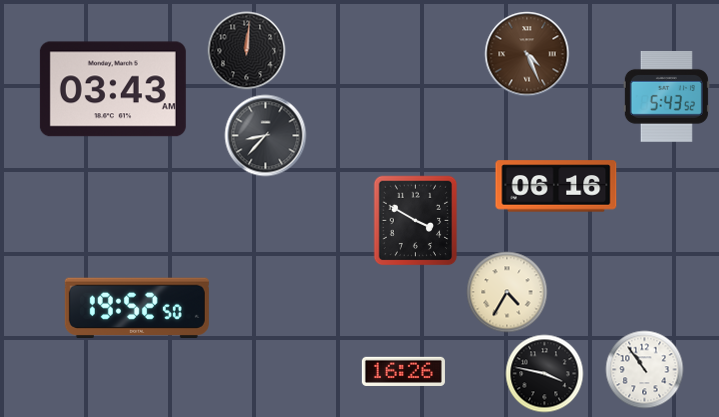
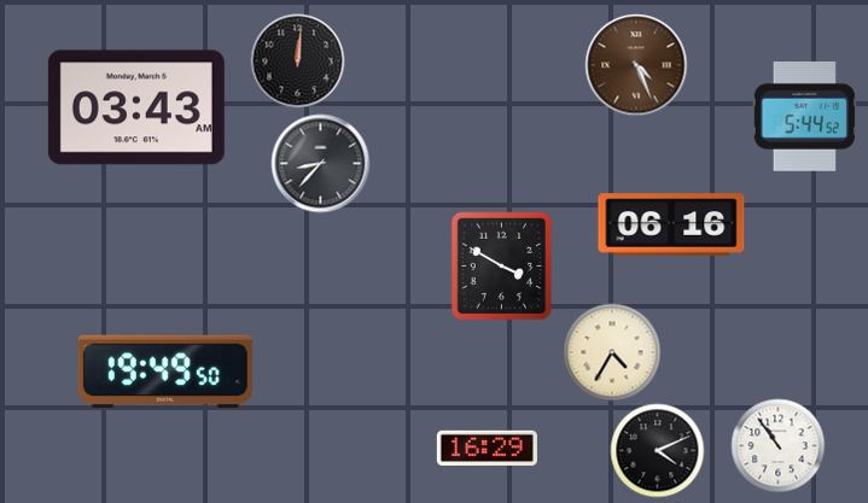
clock at (666, 96): 5:43 -> 5:44
clock at (137, 308): 19:52 -> 19:49
clock at (403, 371): 16:26 -> 16:29
clock at (544, 373): 3:47 -> 4:11
